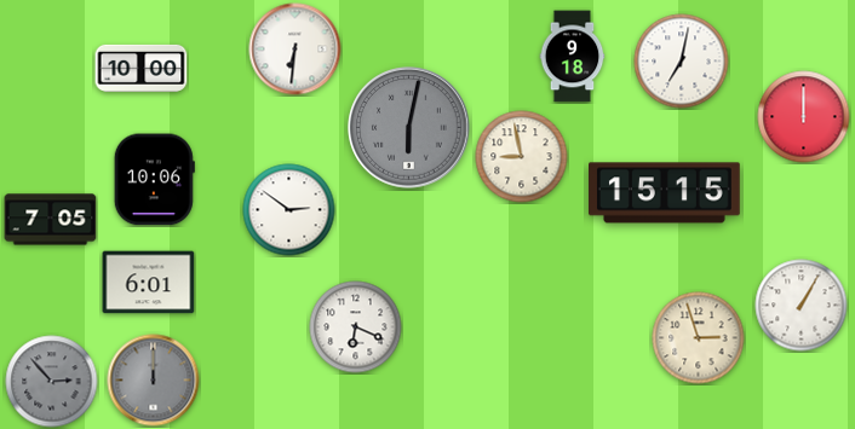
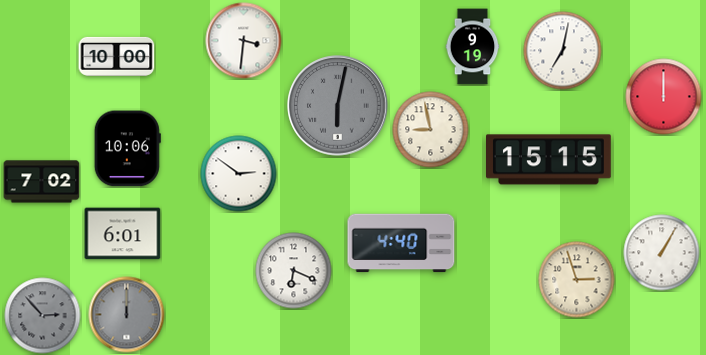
clock at (295, 50): 6:31 -> 3:31
clock at (573, 57): 9:18 -> 9:19
clock at (51, 220): 7:05 -> 7:02
clock at (401, 243): none -> 4:40
